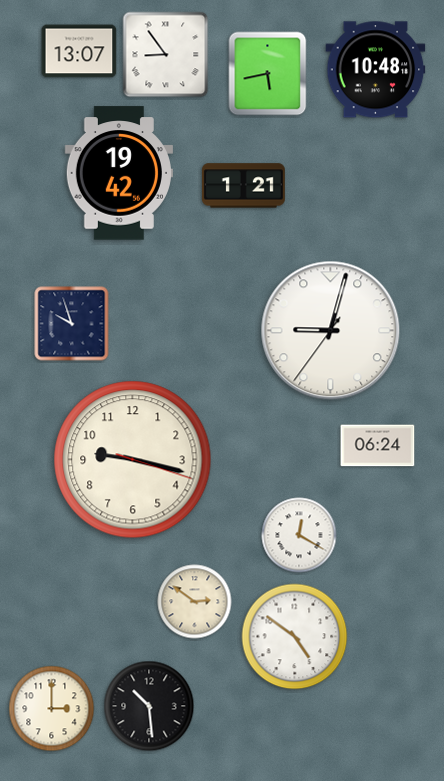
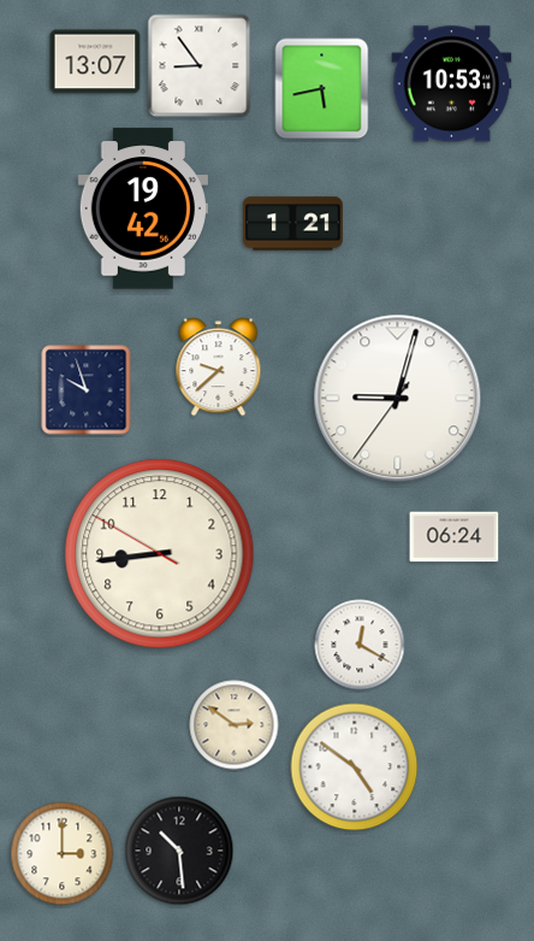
clock at (376, 70): 10:48 -> 10:53
clock at (219, 367): none -> 9:38
clock at (133, 460): 9:17 -> 8:43
